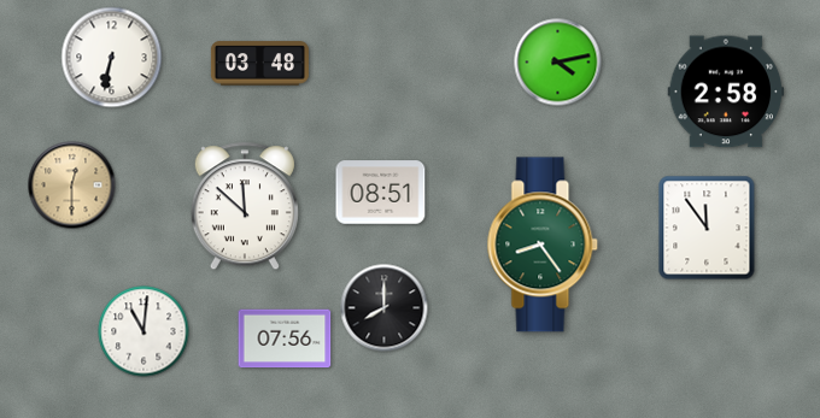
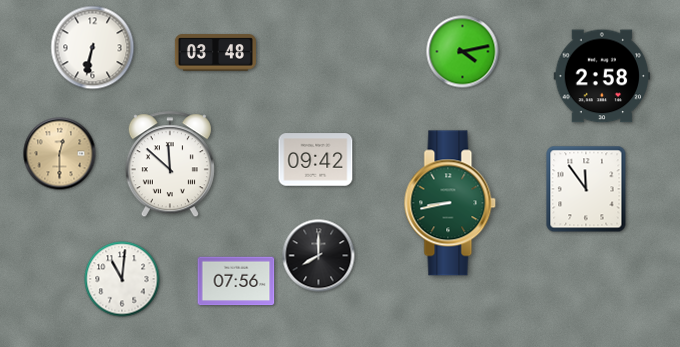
clock at (381, 193): 08:51 -> 09:42
clock at (245, 207) position: (245, 207) -> (170, 165)
clock at (543, 245): 8:24 -> 8:43
clock at (143, 331) position: (143, 331) -> (122, 279)
